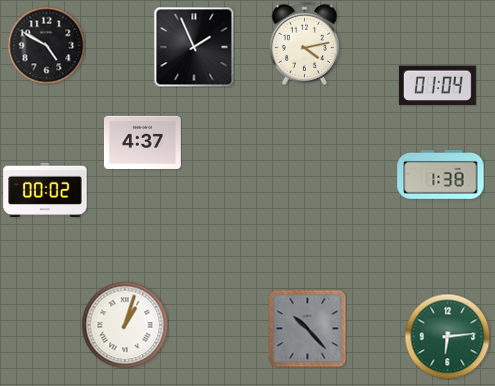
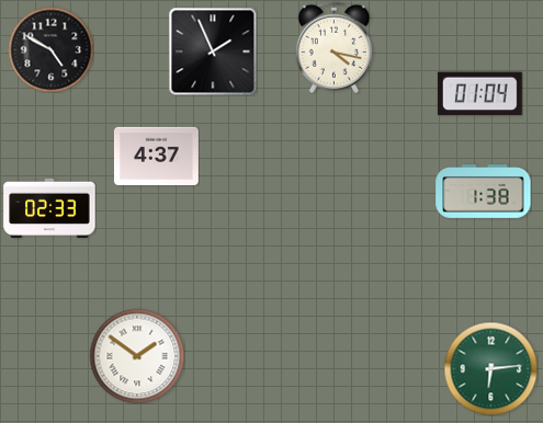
clock at (304, 43): 4:13 -> 4:17
clock at (45, 190): 00:02 -> 02:33
clock at (125, 325): 1:03 -> 1:51
clock at (307, 328): 10:23 -> none
